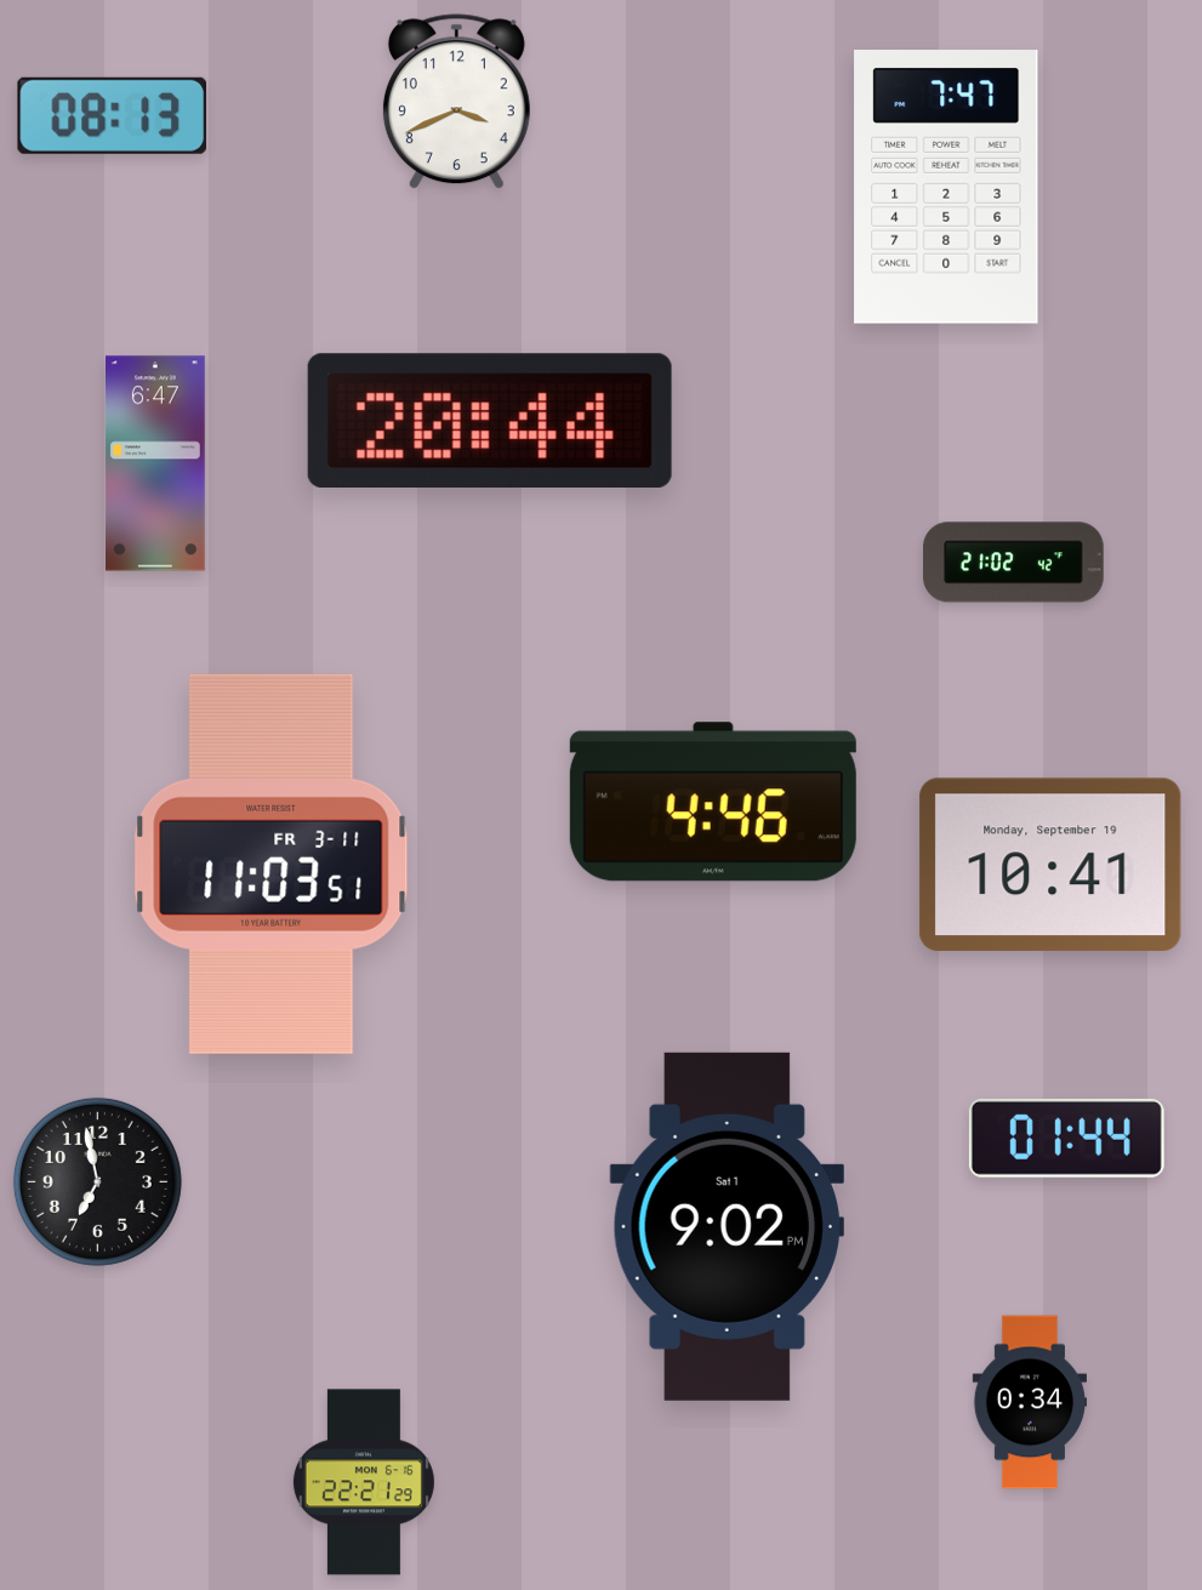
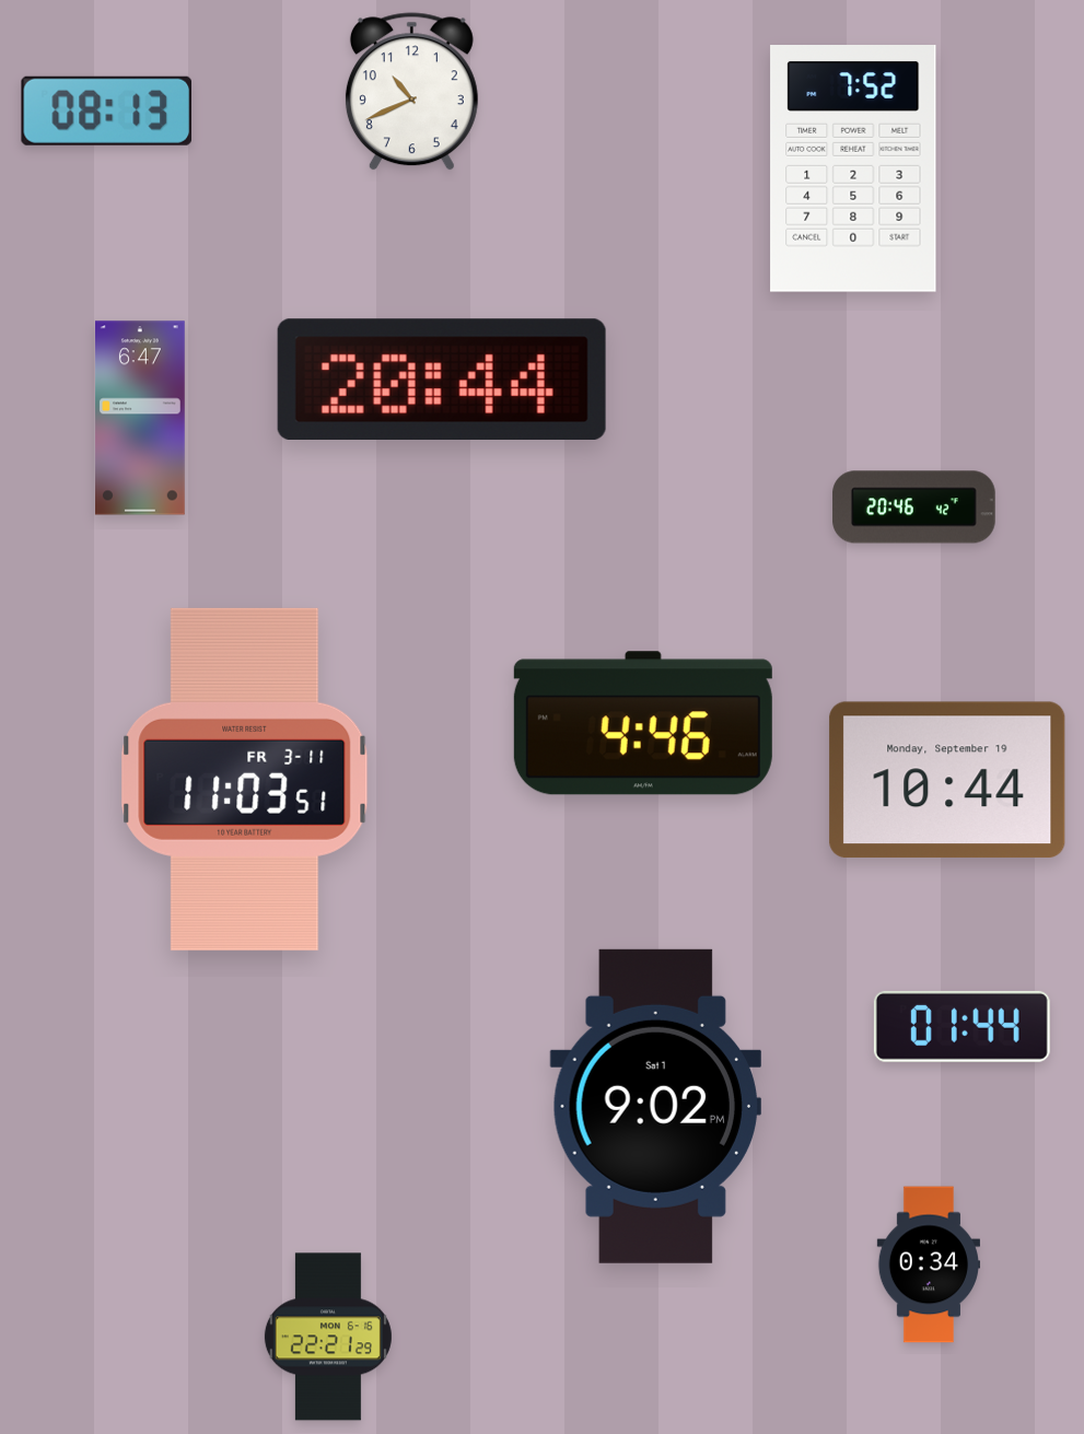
clock at (456, 102): 3:41 -> 10:41
clock at (112, 115) position: (112, 115) -> (106, 110)
clock at (946, 188): 7:47 -> 7:52
clock at (1014, 563): 21:02 -> 20:46
clock at (1050, 865): 10:41 -> 10:44
clock at (97, 1181): 6:58 -> none
